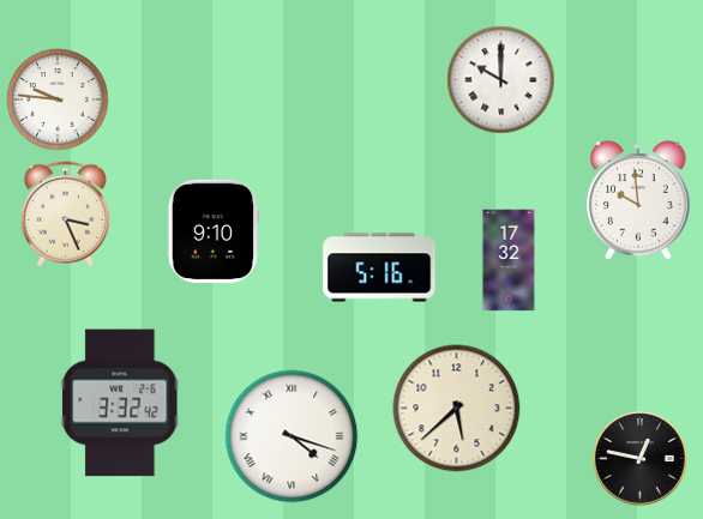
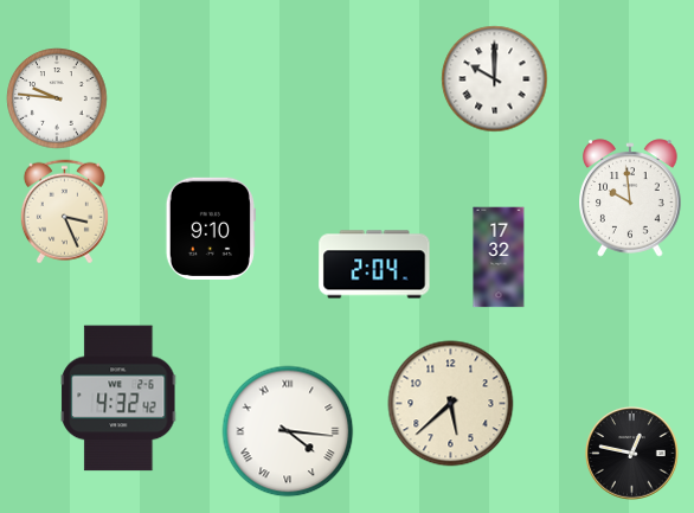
clock at (509, 260) position: (509, 260) -> (499, 257)
clock at (379, 267): 5:16 -> 2:04
clock at (120, 403): 3:32 -> 4:32
clock at (292, 436): 4:18 -> 4:16
